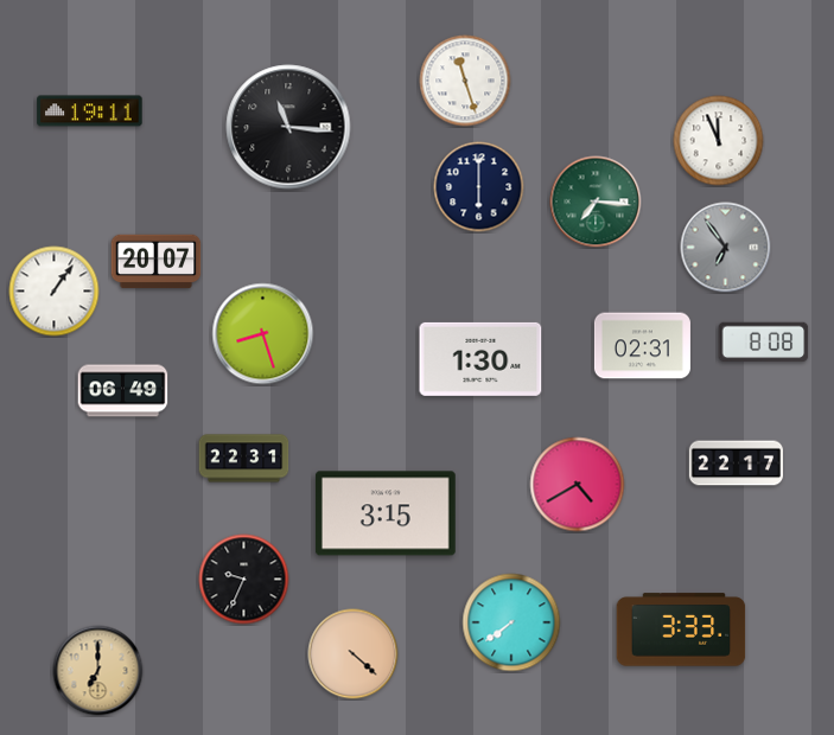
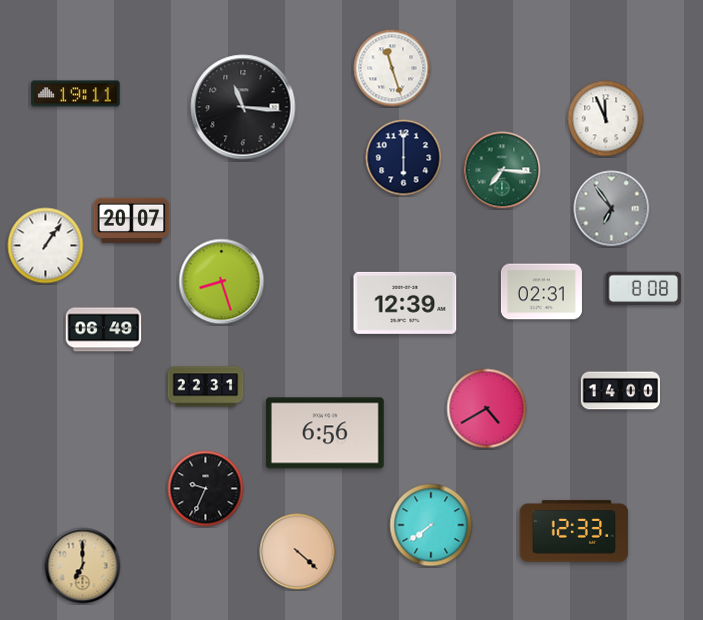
clock at (480, 359): 1:30 -> 12:39
clock at (737, 464): 22:17 -> 14:00
clock at (386, 513): 3:15 -> 6:56
clock at (681, 629): 3:33 -> 12:33
